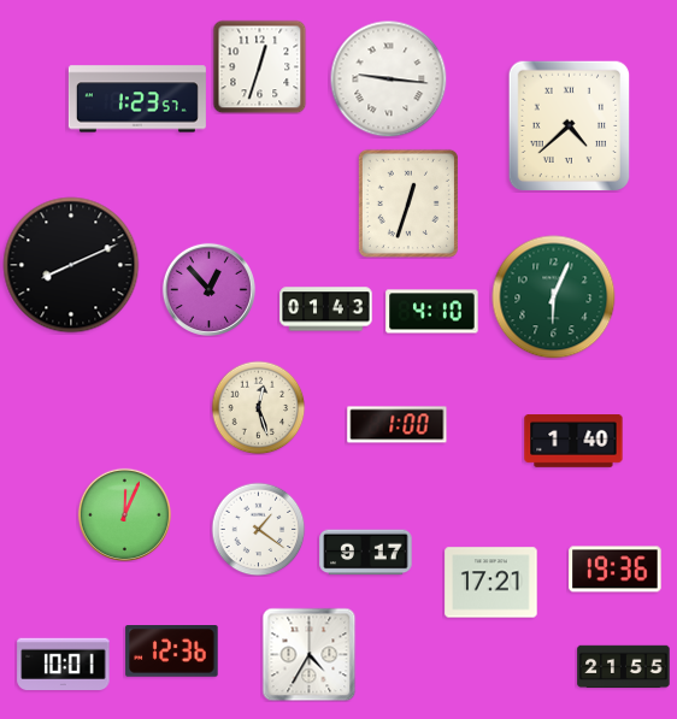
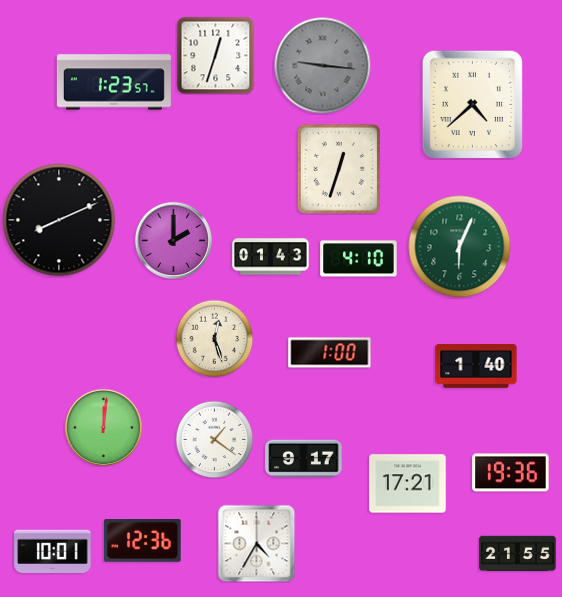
clock at (388, 78) dial: white -> grey
clock at (208, 289): 12:53 -> 2:00
clock at (124, 514): 12:04 -> 12:01
